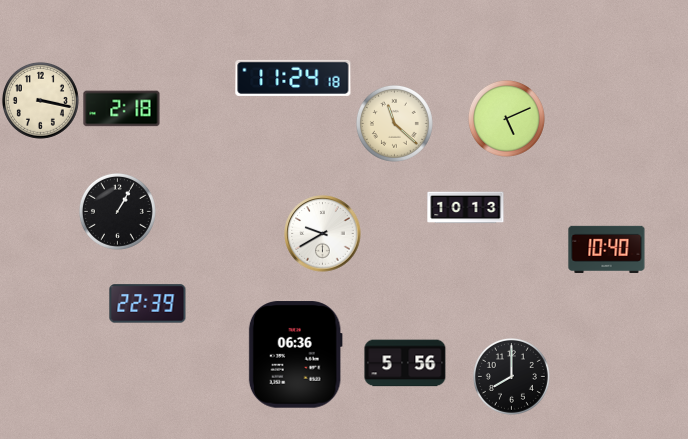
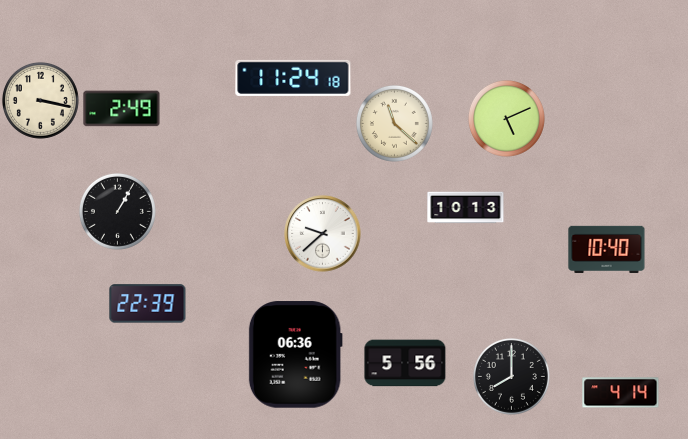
clock at (122, 109): 2:18 -> 2:49
clock at (323, 234): 9:40 -> 9:38
clock at (621, 393): none -> 4:14
